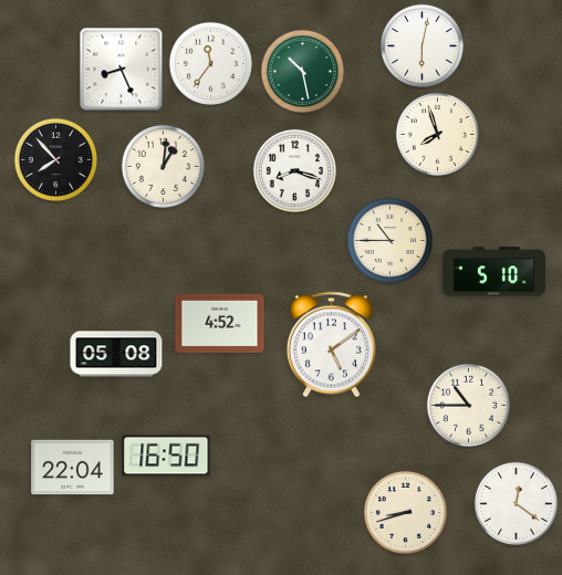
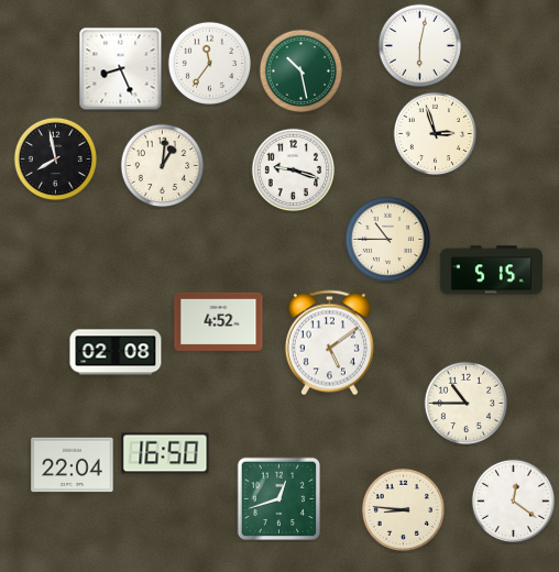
clock at (437, 134): 7:57 -> 2:57
clock at (55, 159): 7:53 -> 7:58
clock at (294, 170): 8:18 -> 9:18
clock at (493, 272): 5:10 -> 5:15
clock at (116, 354): 05:08 -> 02:08
clock at (279, 499): none -> 12:42
clock at (405, 512): 8:42 -> 8:46
